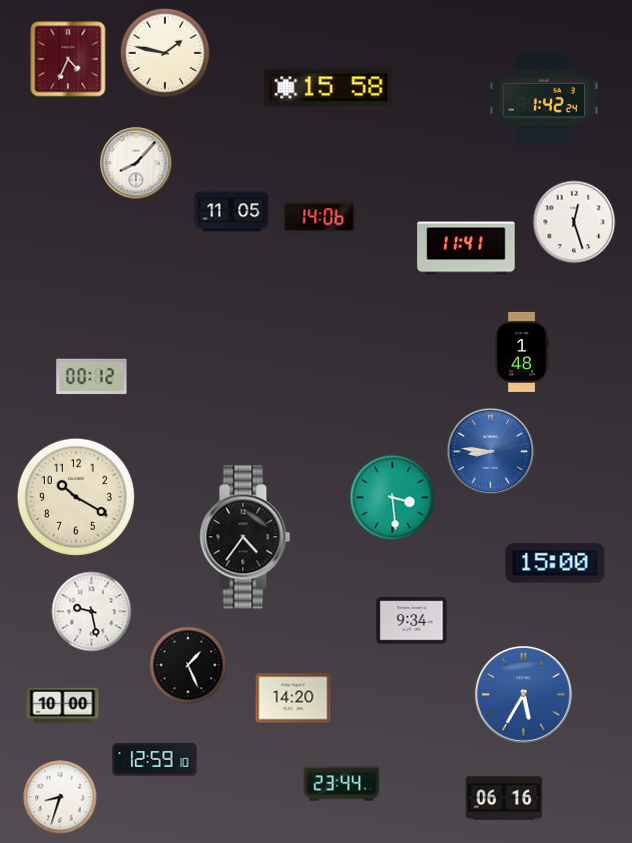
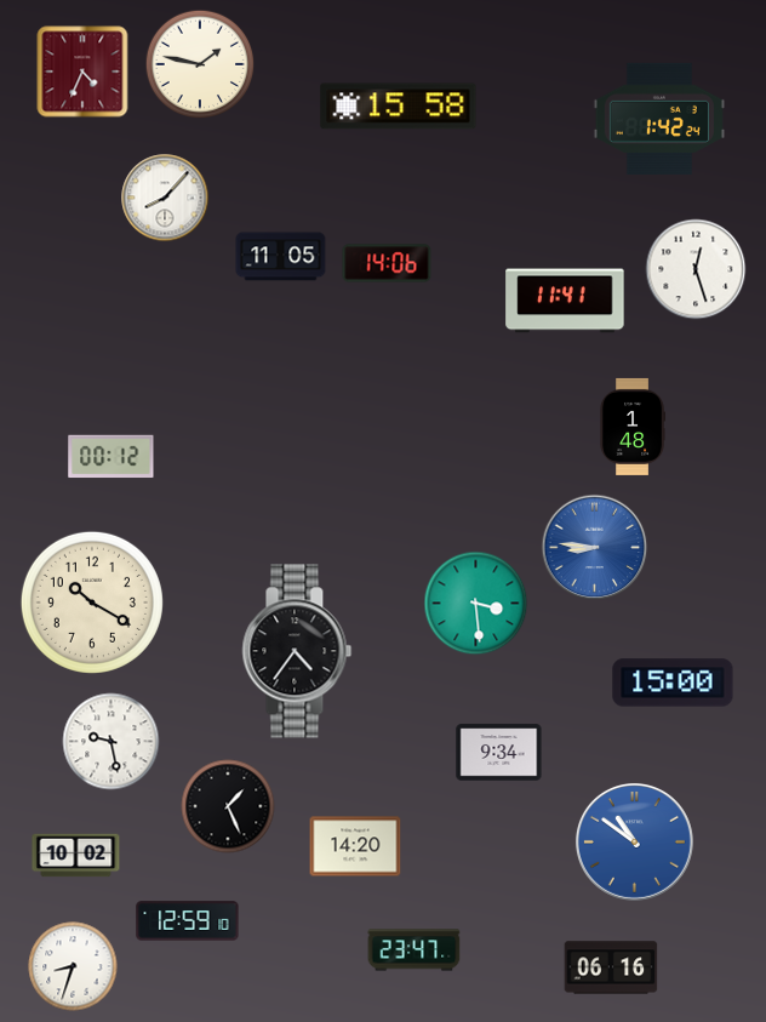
clock at (523, 694): 5:35 -> 10:51
clock at (63, 706): 10:00 -> 10:02
clock at (342, 784): 23:44 -> 23:47
